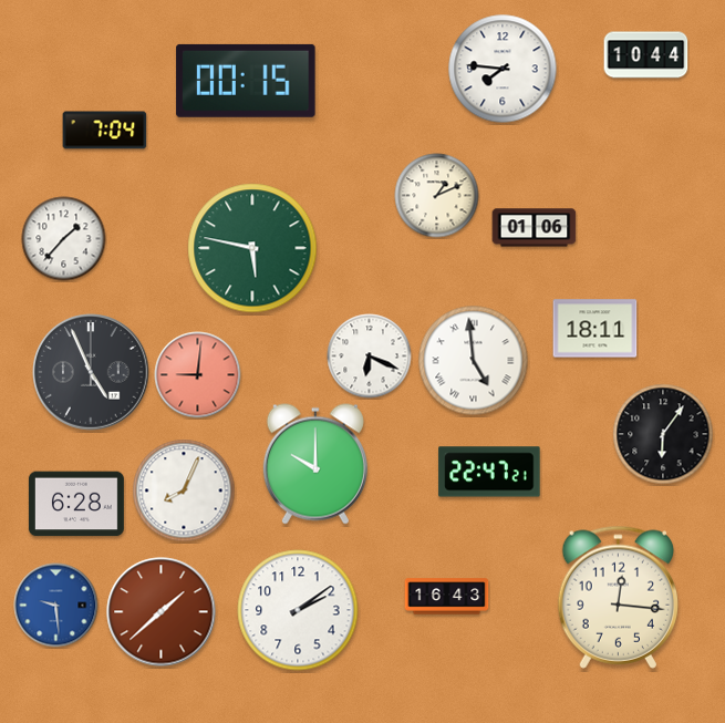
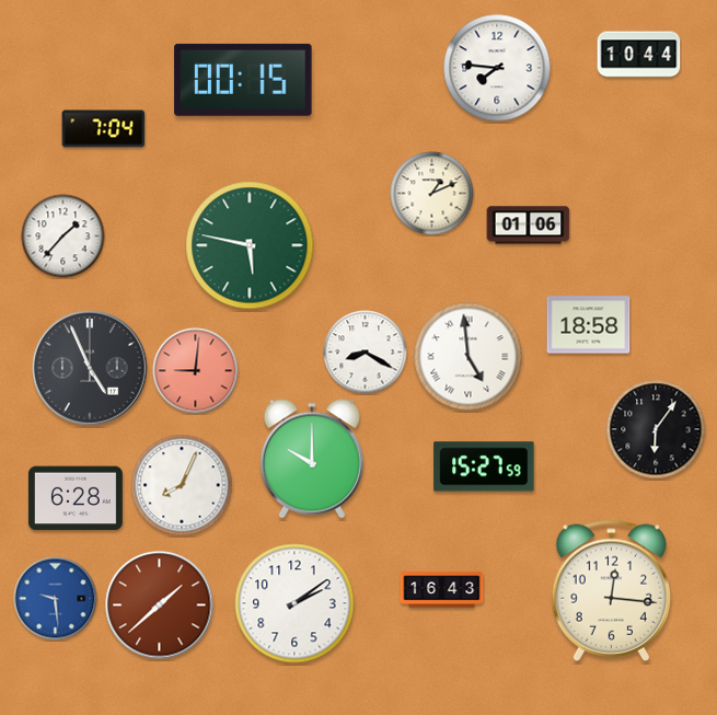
clock at (595, 329): 18:11 -> 18:58
clock at (370, 357): 6:19 -> 8:20
clock at (489, 472): 22:47 -> 15:27
